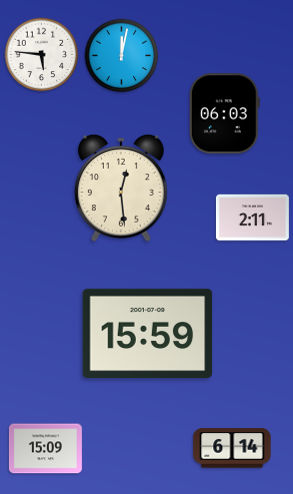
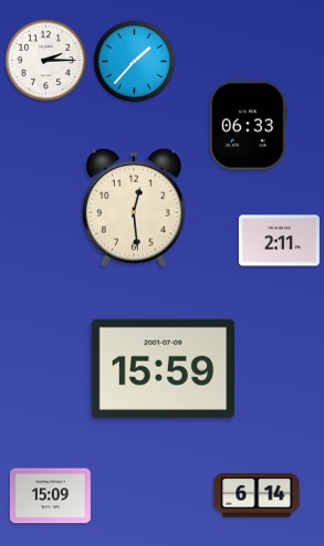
clock at (42, 55): 5:46 -> 2:15
clock at (122, 56): 12:02 -> 1:37
clock at (224, 114): 06:03 -> 06:33
